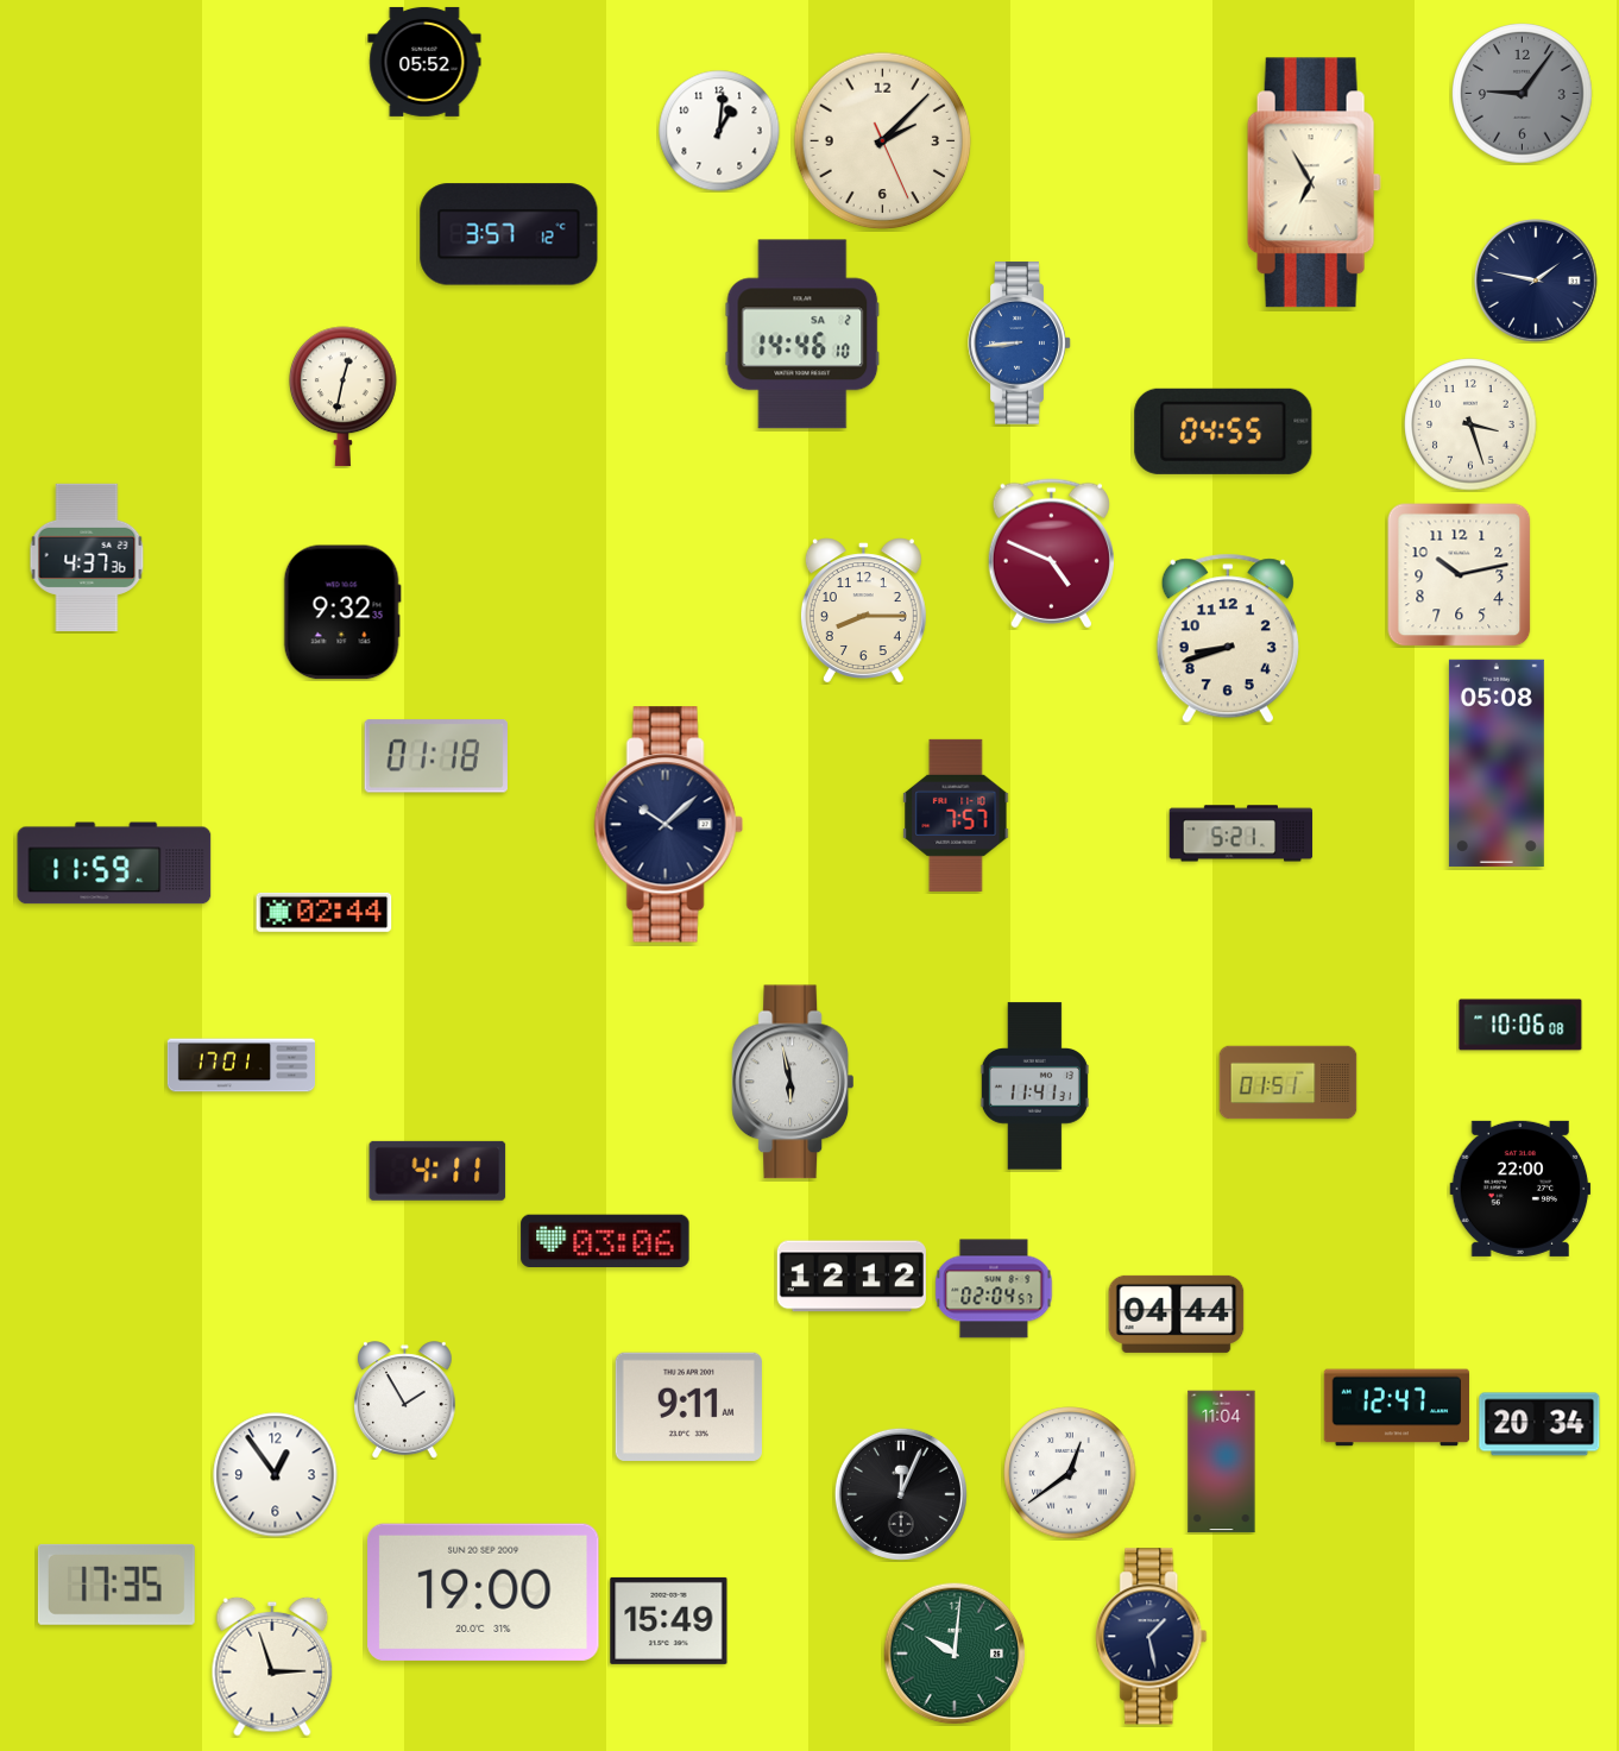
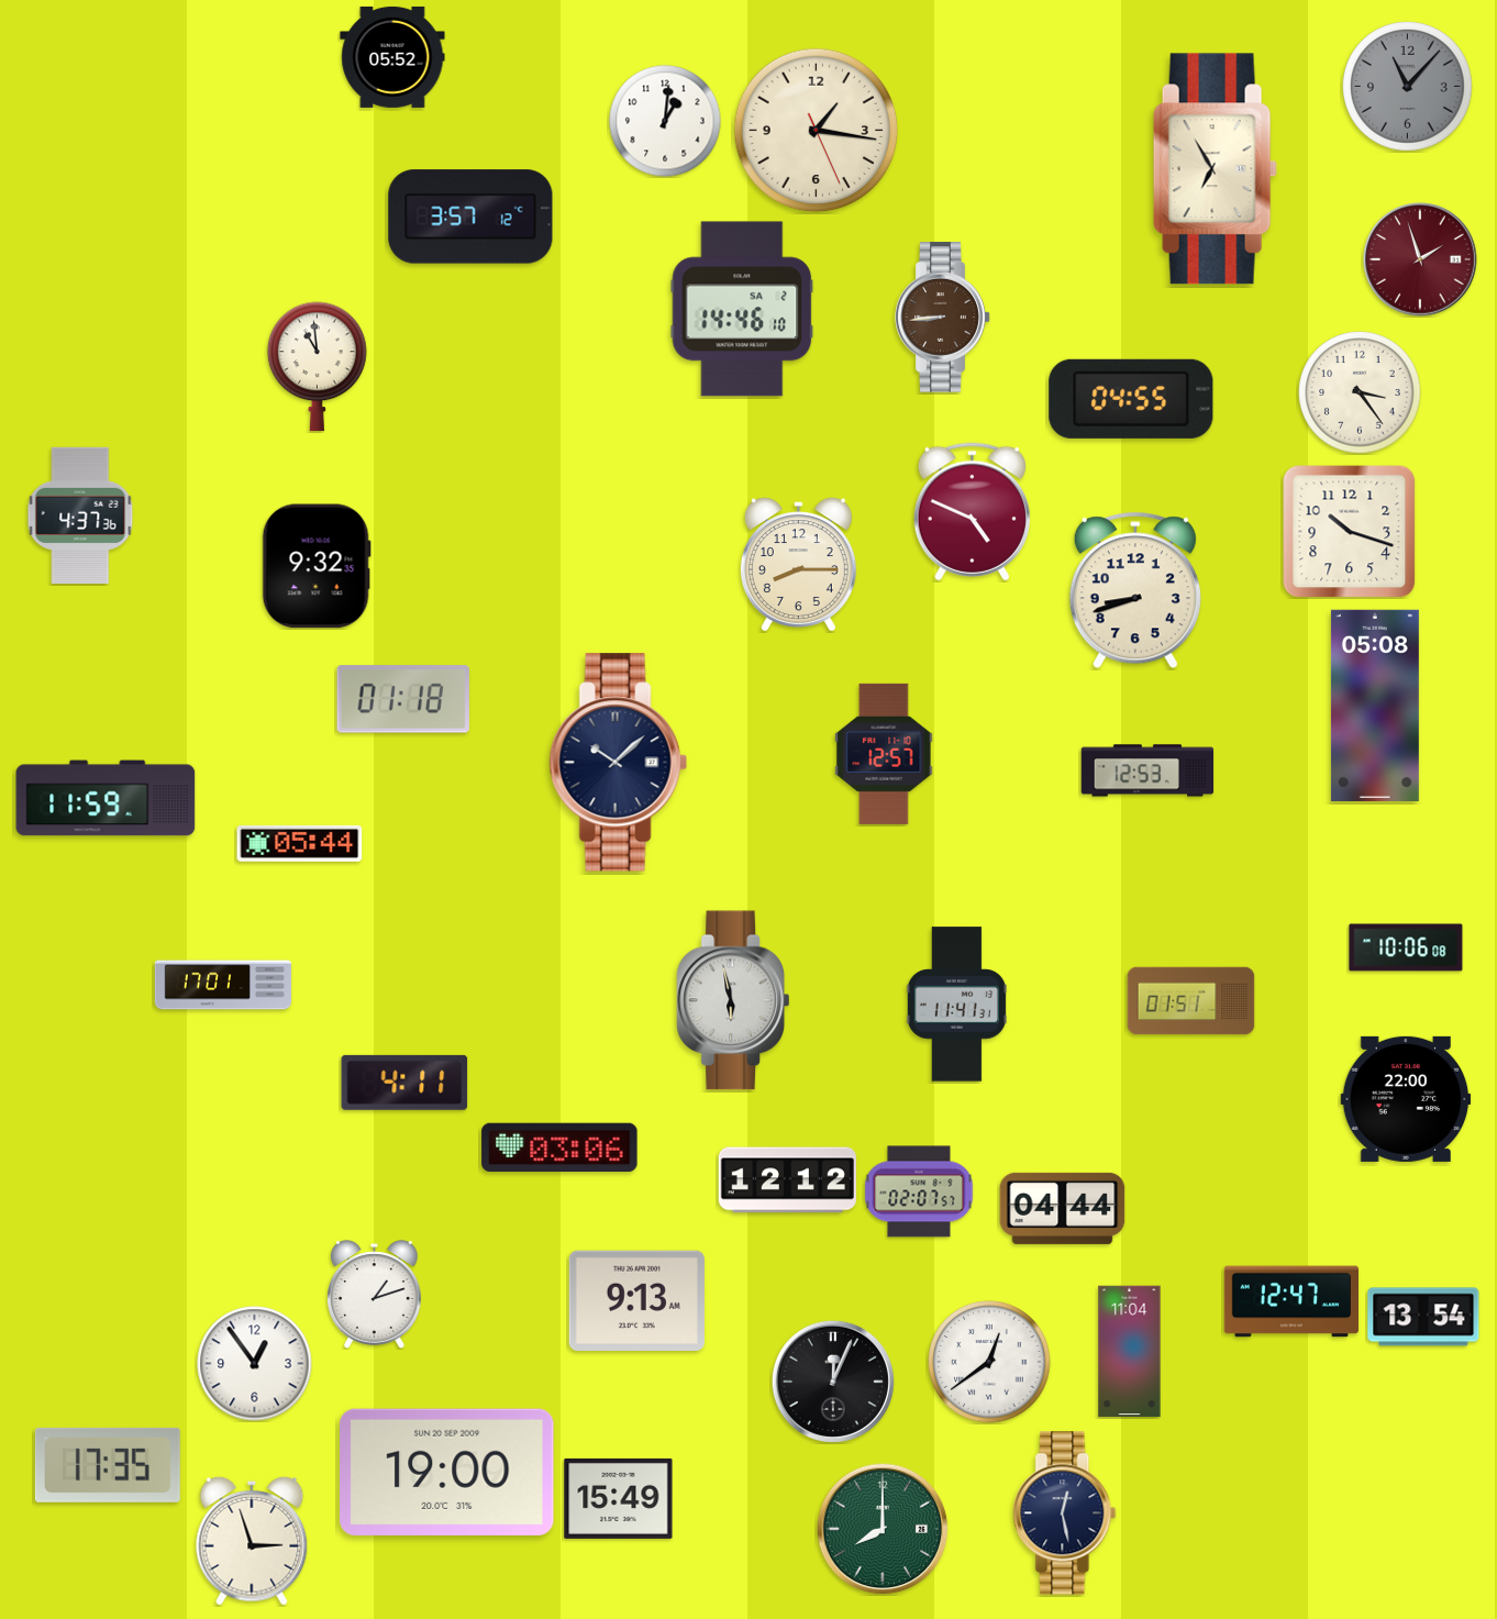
clock at (1523, 94): 9:06 -> 11:07
clock at (883, 141): 2:07 -> 1:16
clock at (1536, 281): 1:47 -> 1:57
clock at (1536, 281) dial: navy -> burgundy
clock at (1020, 344) dial: blue -> brown
clock at (342, 397): 12:32 -> 10:59
clock at (1470, 424): 3:27 -> 3:24
clock at (1460, 575): 10:13 -> 10:18
clock at (1497, 763) position: (1497, 763) -> (1375, 706)
clock at (956, 815): 7:57 -> 12:57
clock at (1241, 833): 5:21 -> 12:53
clock at (325, 912): 02:44 -> 05:44
clock at (994, 1289): 02:04 -> 02:07
clock at (1177, 1314) position: (1177, 1314) -> (1063, 1208)
clock at (405, 1400): 1:55 -> 1:12
clock at (688, 1406): 9:11 -> 9:13
clock at (1539, 1424): 20:34 -> 13:54
clock at (1152, 1637): 1:28 -> 12:28
clock at (955, 1654): 10:01 -> 8:00
